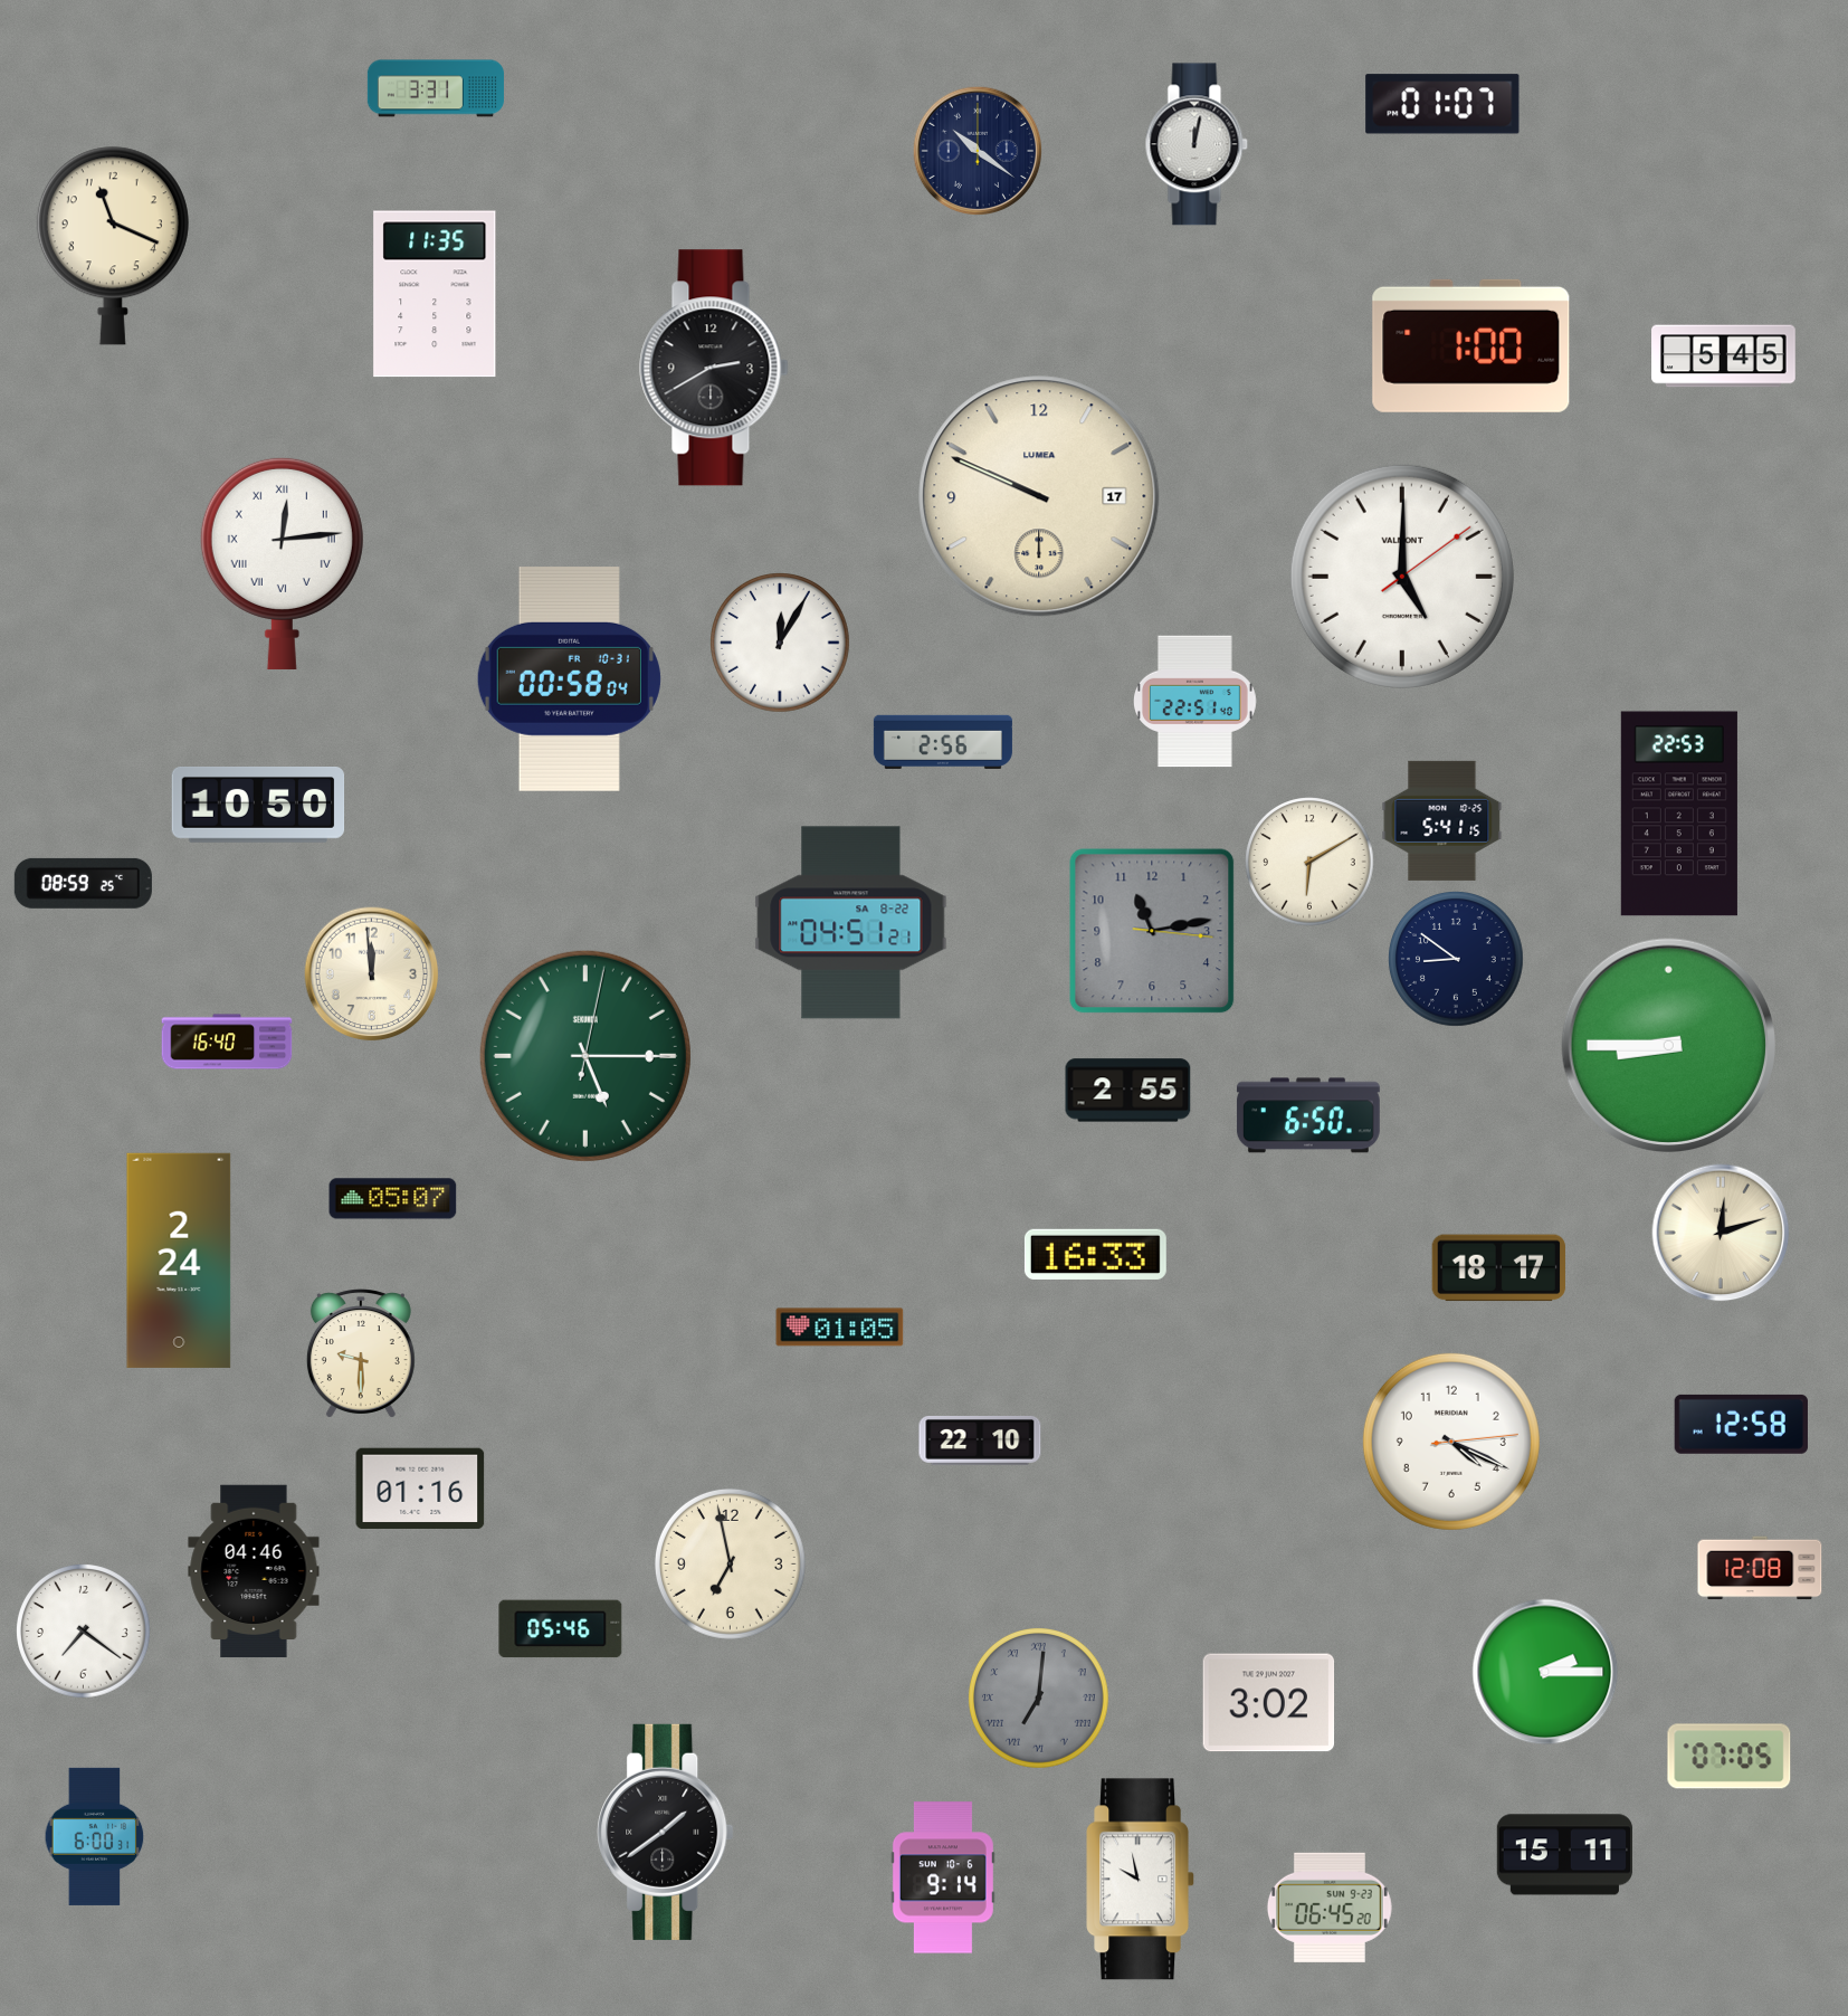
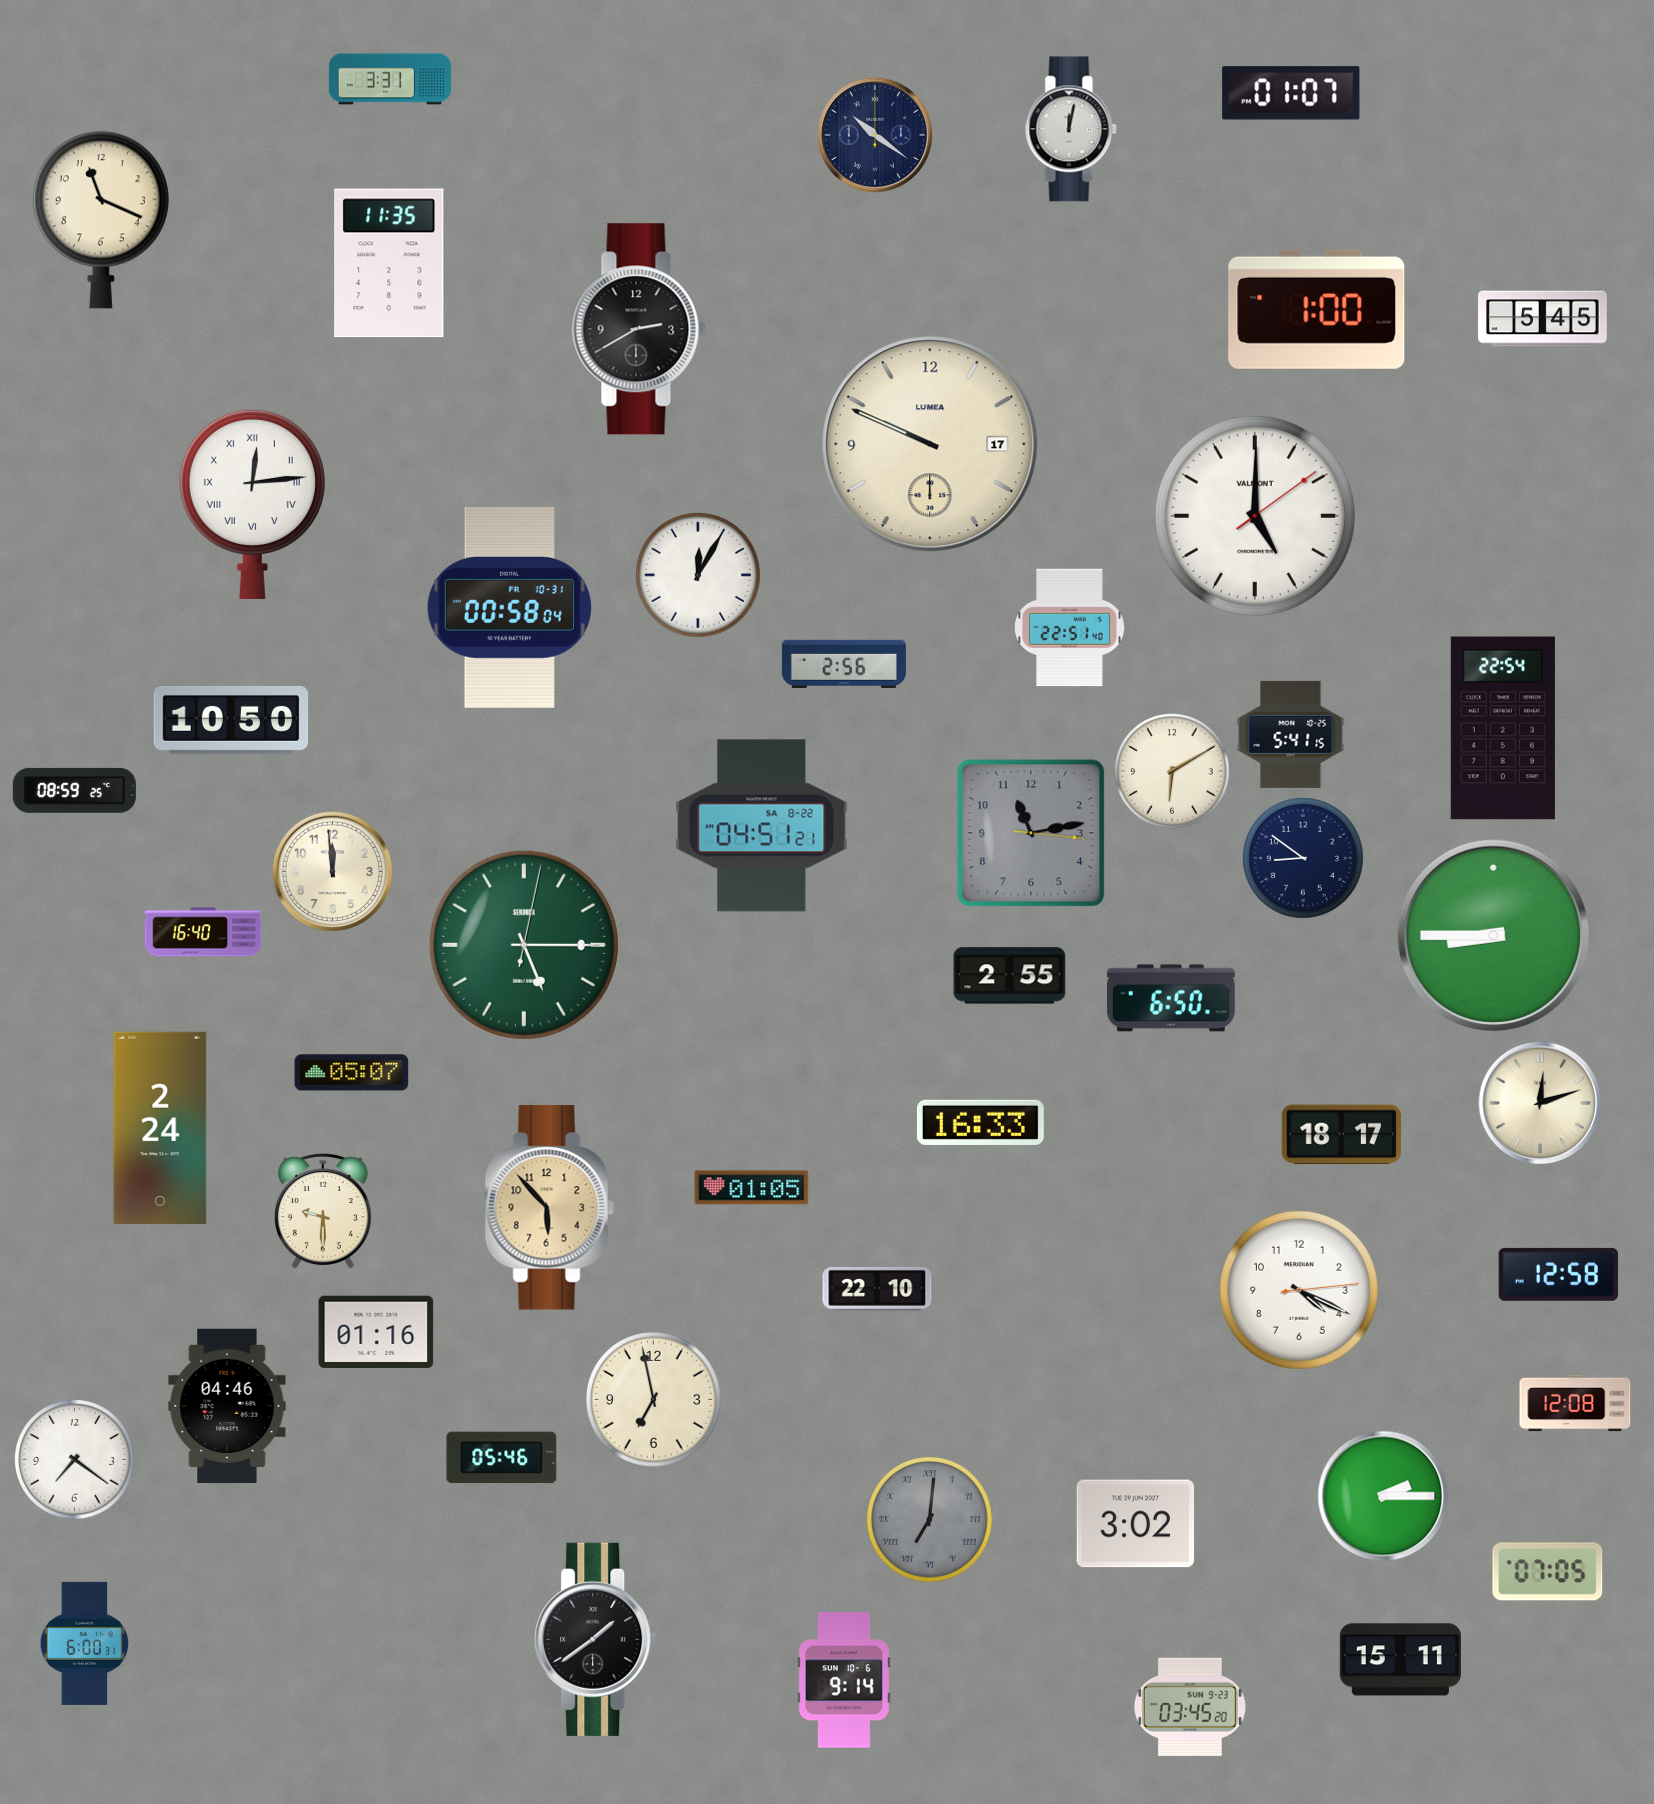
clock at (1679, 814): 22:53 -> 22:54
clock at (549, 1208): none -> 5:53
clock at (1140, 1880): 9:58 -> none
clock at (1330, 1908): 06:45 -> 03:45
